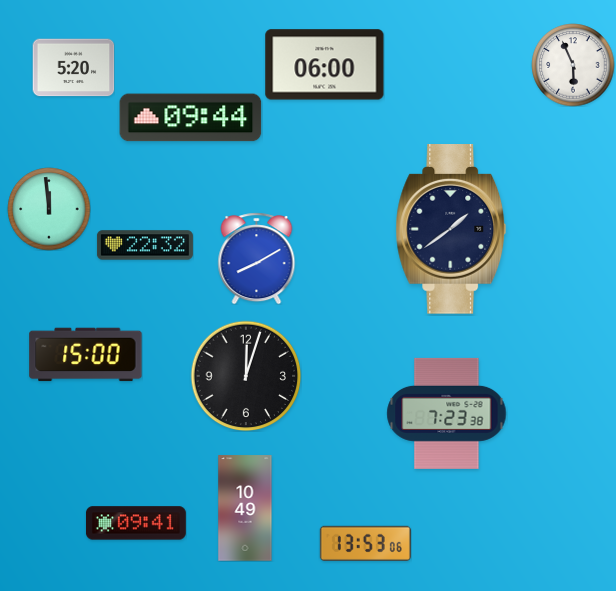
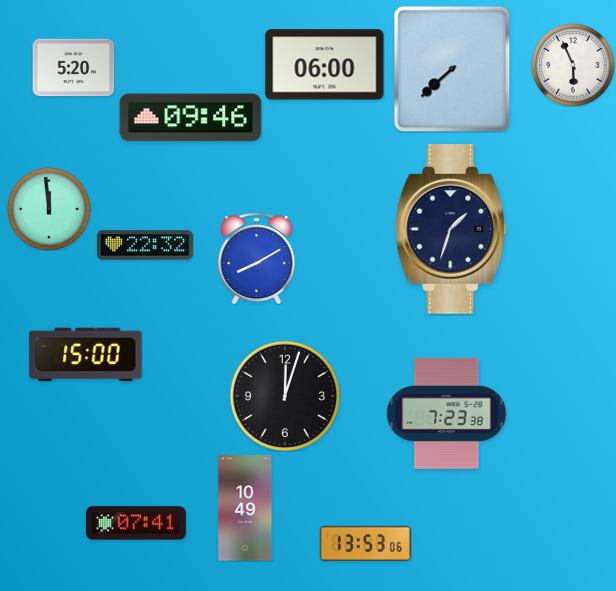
clock at (452, 69): none -> 7:38
clock at (191, 118): 09:44 -> 09:46
clock at (451, 230): 1:39 -> 1:33
clock at (246, 376) position: (246, 376) -> (285, 396)
clock at (136, 523): 09:41 -> 07:41
